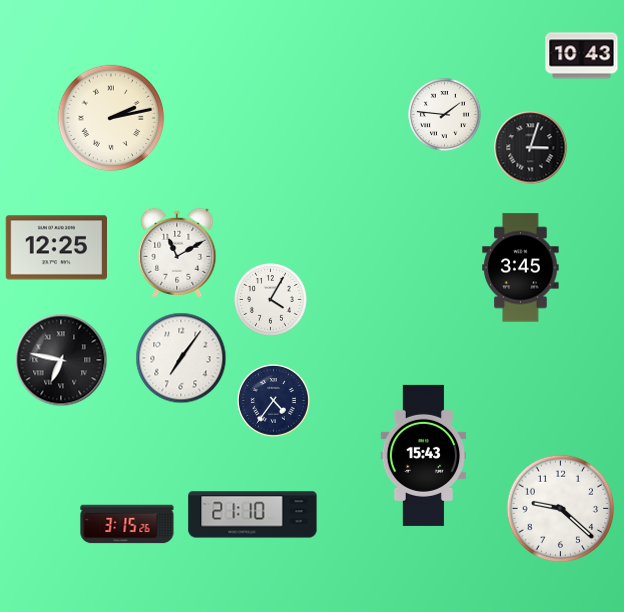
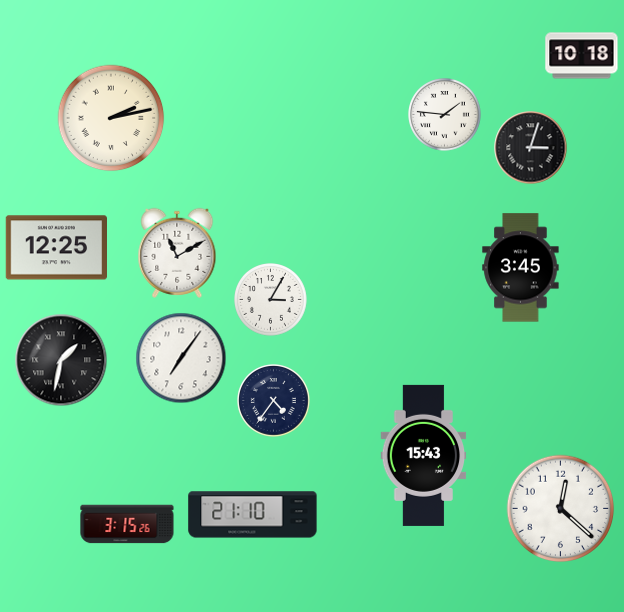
clock at (582, 56): 10:43 -> 10:18
clock at (271, 300): 4:05 -> 3:05
clock at (61, 360): 6:47 -> 1:32
clock at (561, 509): 9:22 -> 12:22
